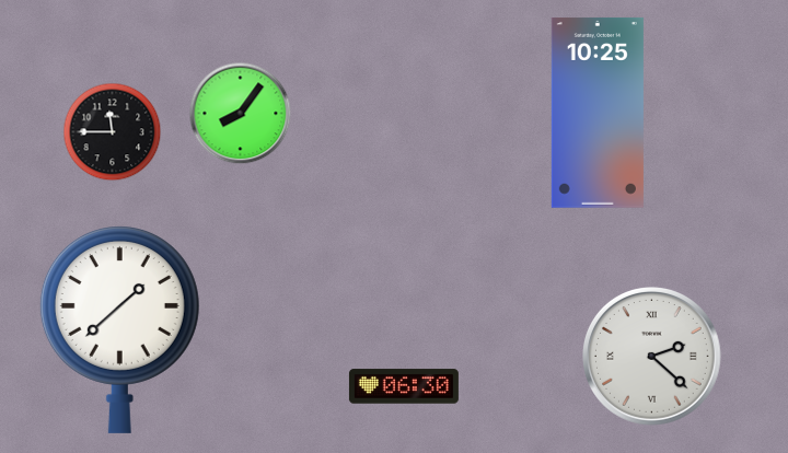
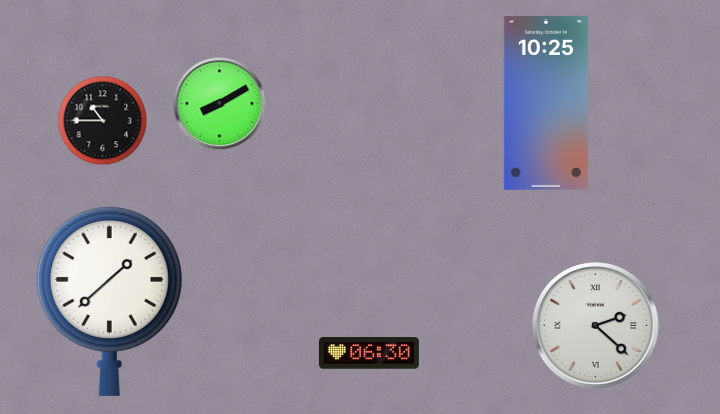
clock at (241, 114): 8:06 -> 8:10
clock at (113, 132): 11:45 -> 10:45
